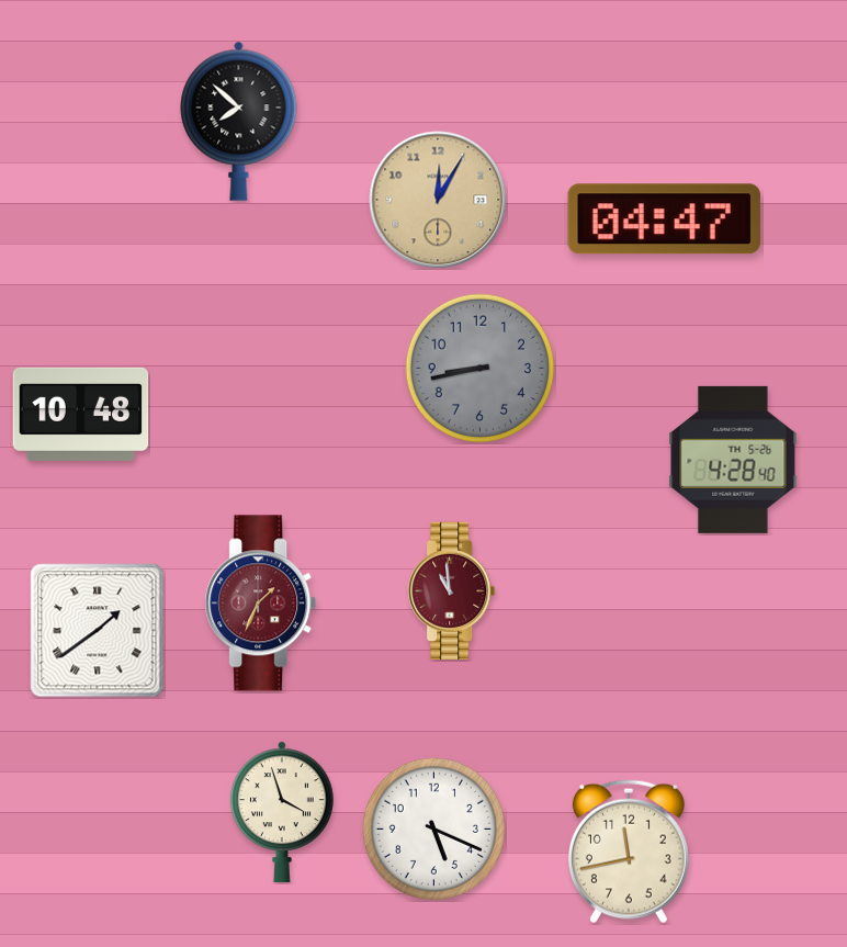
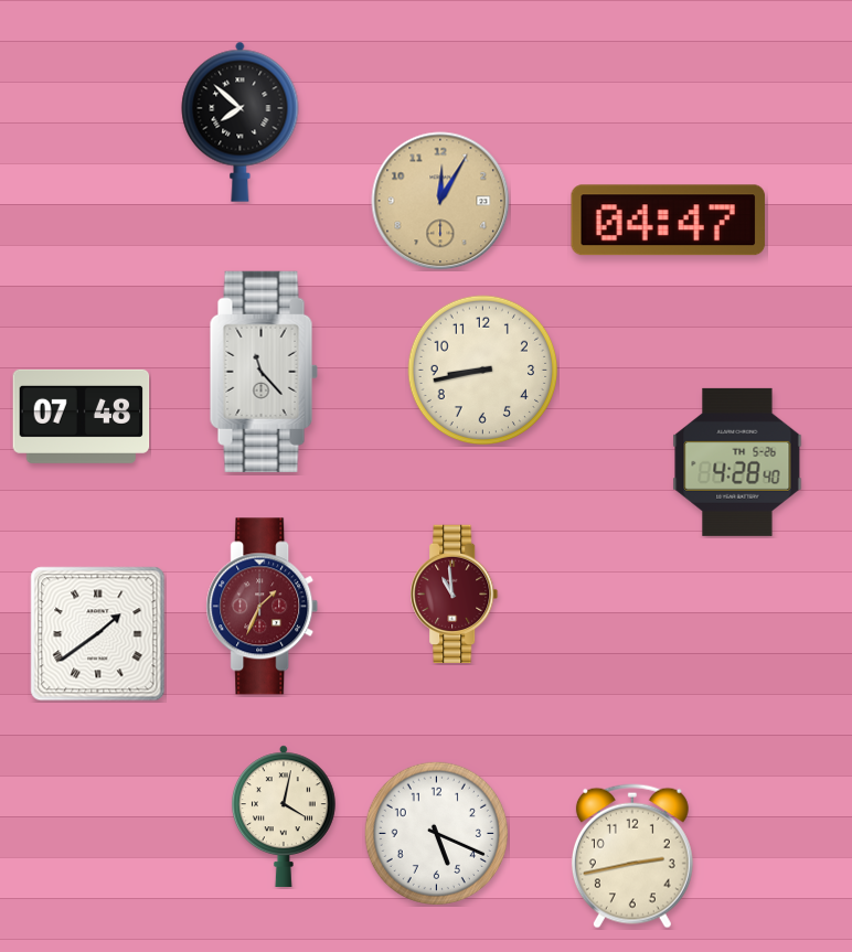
clock at (481, 369) dial: grey -> cream
clock at (264, 372): none -> 11:23
clock at (81, 414): 10:48 -> 07:48
clock at (282, 812): 3:57 -> 4:02
clock at (629, 852): 11:43 -> 2:43
